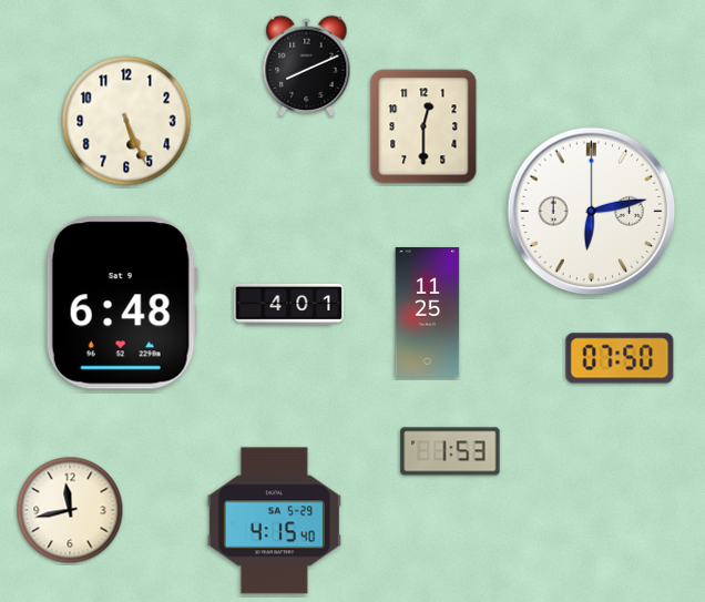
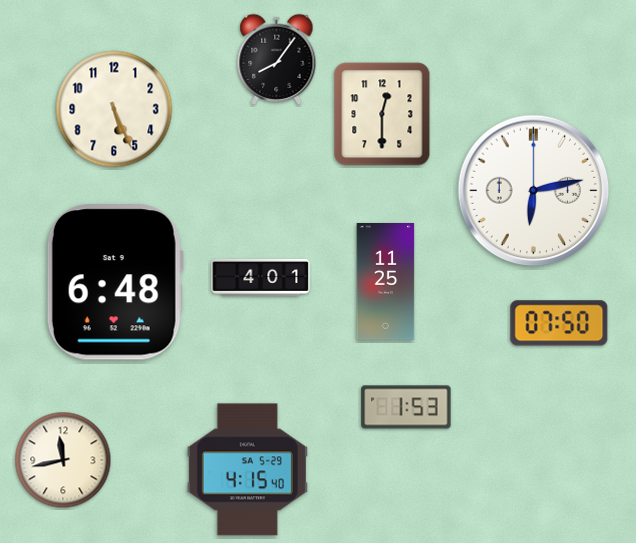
clock at (307, 65): 8:11 -> 8:06
clock at (122, 303) position: (122, 303) -> (115, 282)
clock at (289, 304) position: (289, 304) -> (261, 277)
